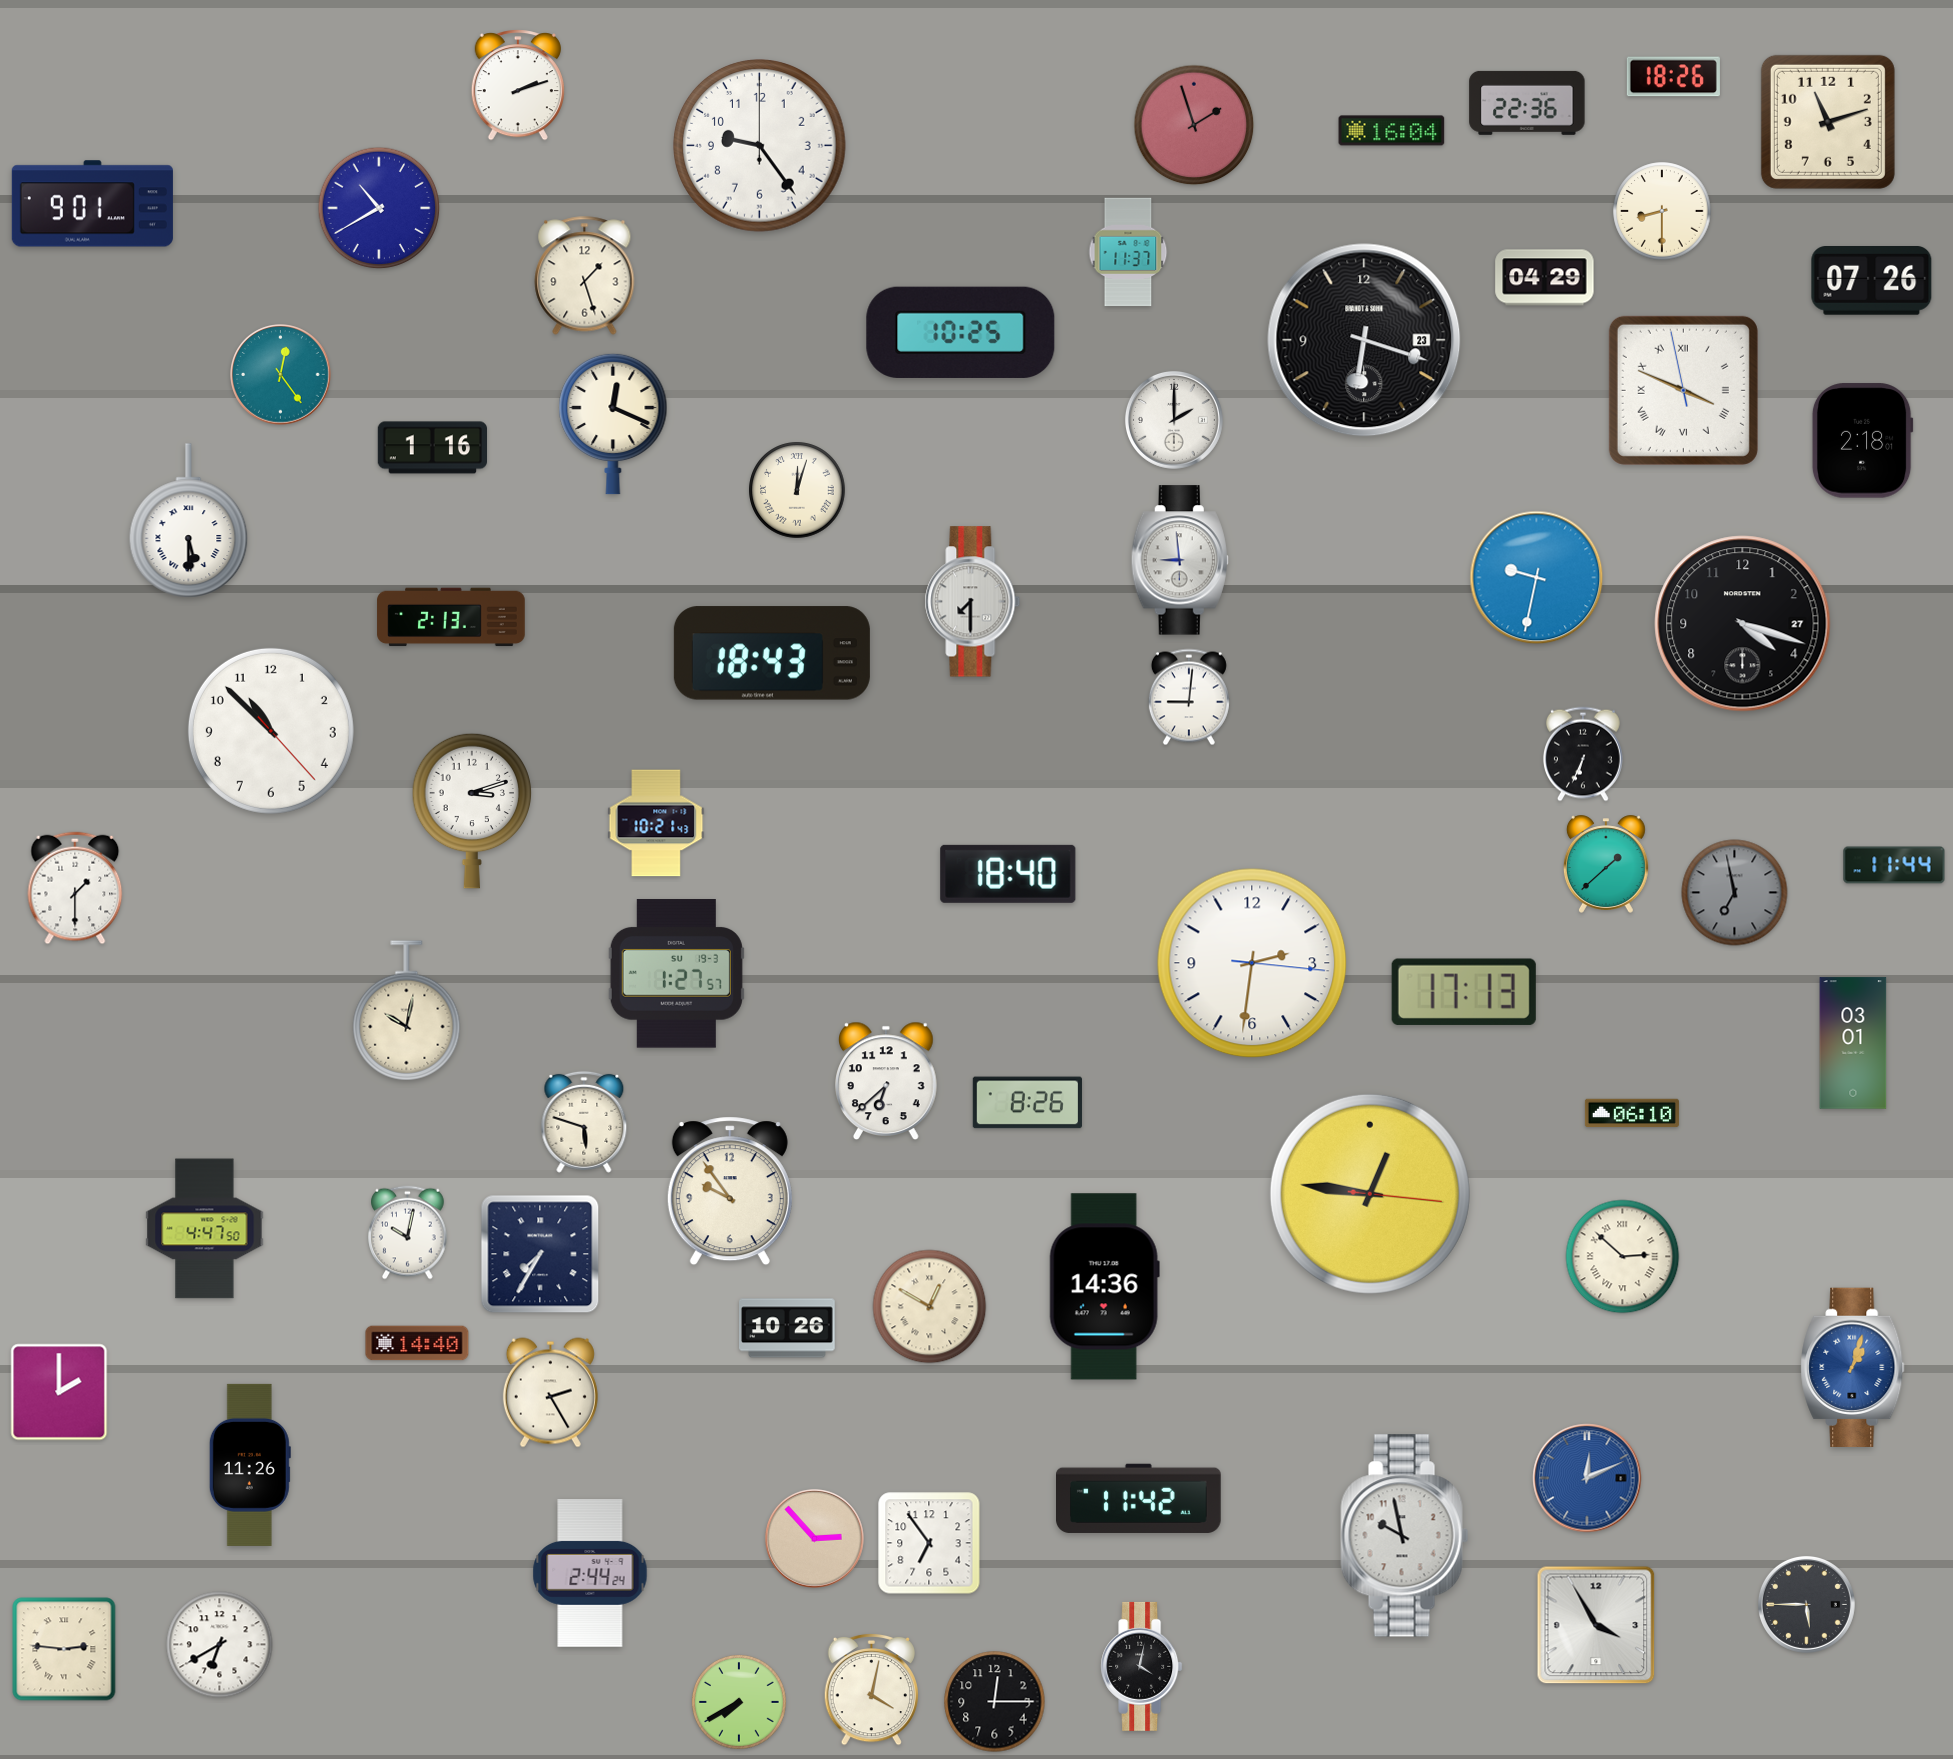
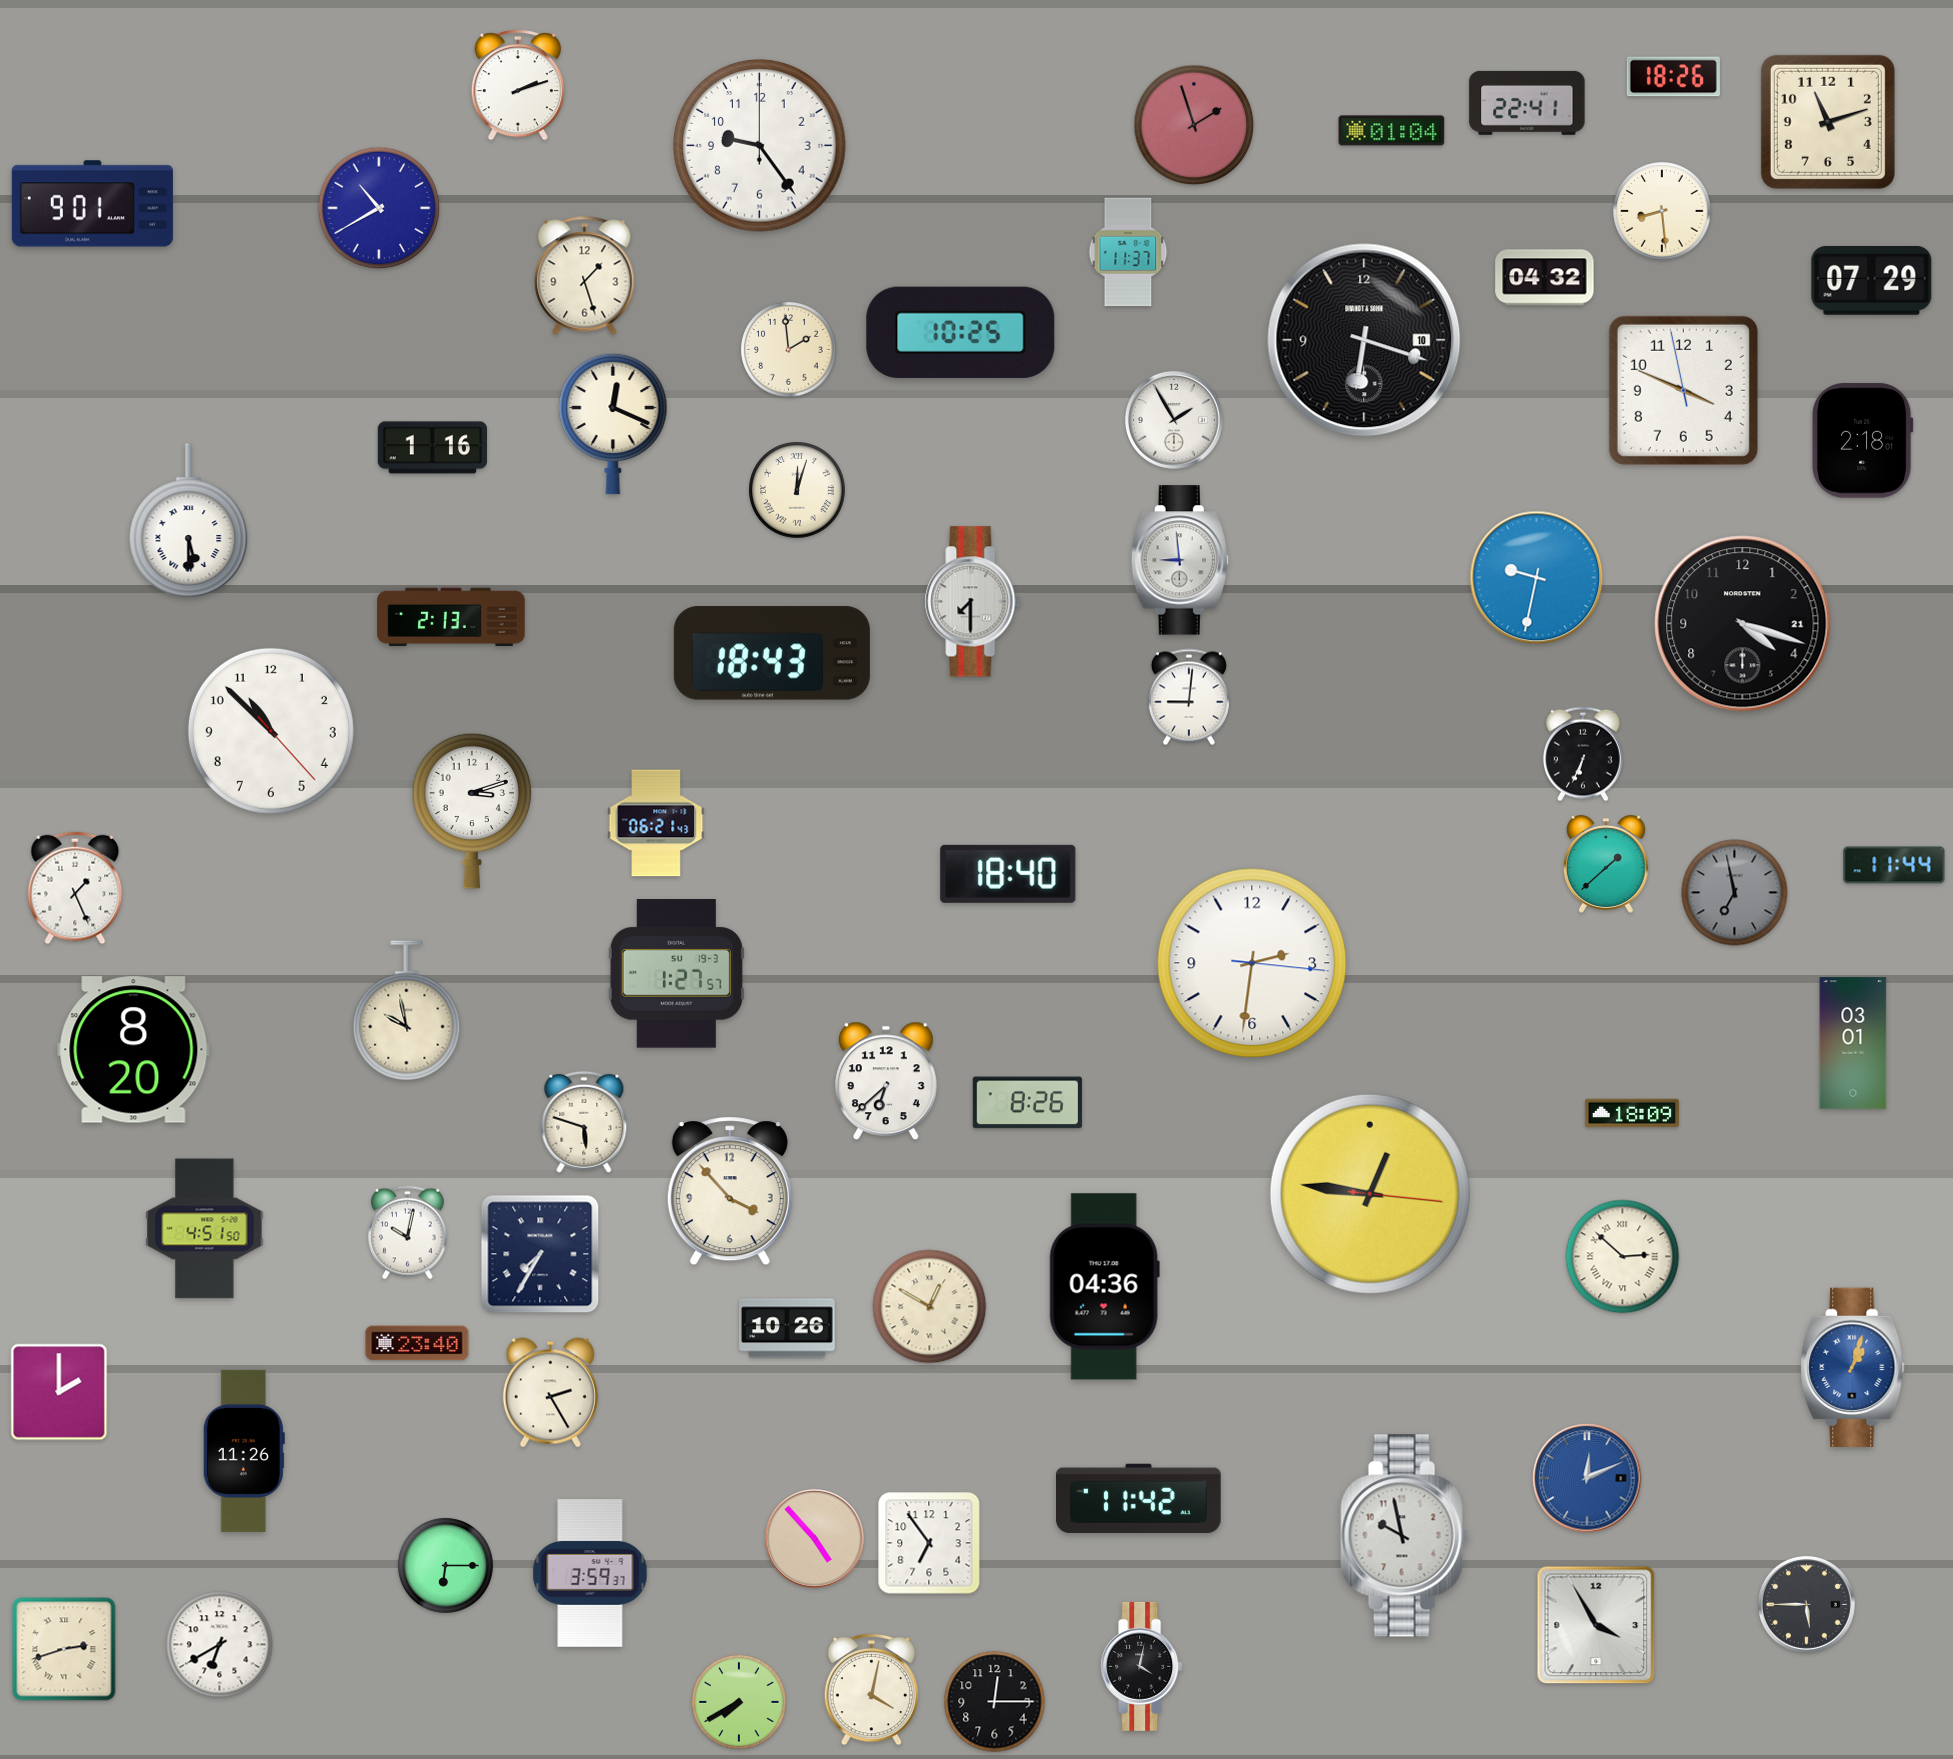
clock at (1527, 103): 22:36 -> 22:41
clock at (1392, 131): 16:04 -> 01:04
clock at (1662, 211): 8:30 -> 8:29
clock at (1545, 278): 04:29 -> 04:32
clock at (1872, 281): 07:26 -> 07:29
clock at (1364, 340) date: 23 -> 10
clock at (789, 350): none -> 1:59
clock at (281, 375): 12:24 -> none
clock at (1683, 390) numerals: Roman -> Arabic
clock at (1174, 420): 2:00 -> 1:55
clock at (1743, 624) date: 27 -> 21
clock at (656, 823): 10:21 -> 06:21
clock at (75, 888): 1:30 -> 1:26
clock at (1464, 992): 17:13 -> none
clock at (407, 1011): 10:02 -> 9:58
clock at (134, 1050): none -> 8:20
clock at (1632, 1113): 06:10 -> 18:09
clock at (730, 1191): 9:54 -> 3:53
clock at (205, 1229): 4:47 -> 4:51
clock at (1104, 1287): 14:36 -> 04:36
clock at (417, 1343): 14:40 -> 23:40
clock at (250, 1465) position: (250, 1465) -> (244, 1451)
clock at (815, 1539): 2:53 -> 4:53
clock at (446, 1566): none -> 6:15
clock at (590, 1573): 2:44 -> 3:59
clock at (64, 1649): 2:46 -> 2:42
